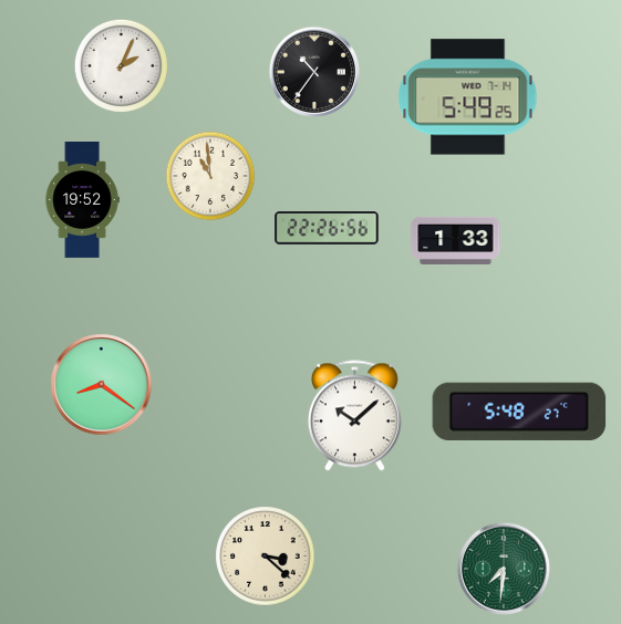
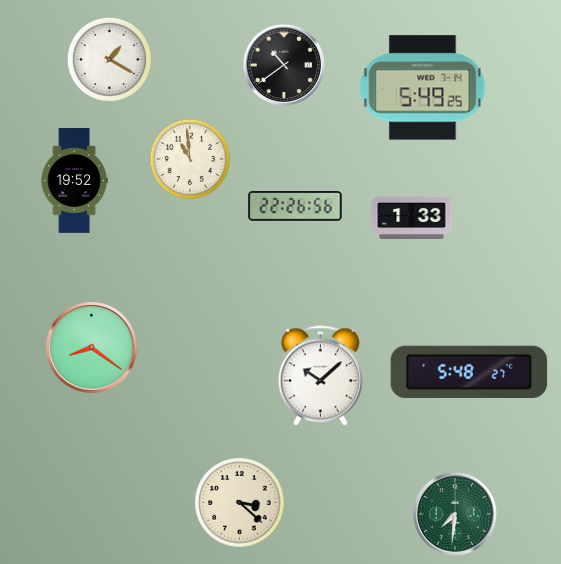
clock at (121, 65): 2:04 -> 1:20
clock at (313, 71): 10:36 -> 10:39
